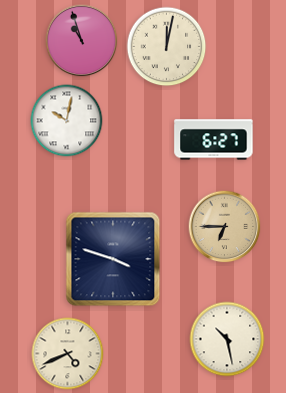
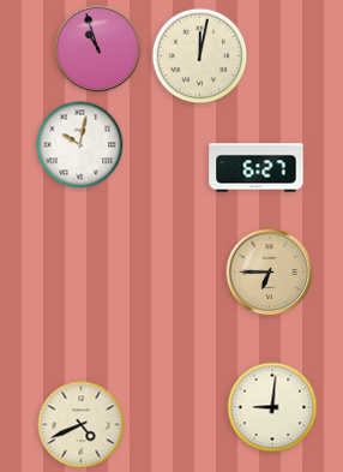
clock at (113, 259): 3:48 -> none
clock at (227, 339): 10:28 -> 9:01
